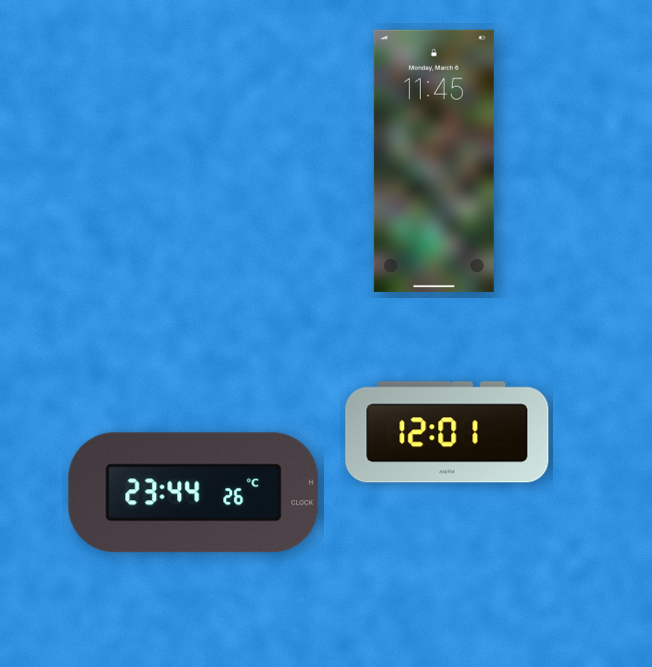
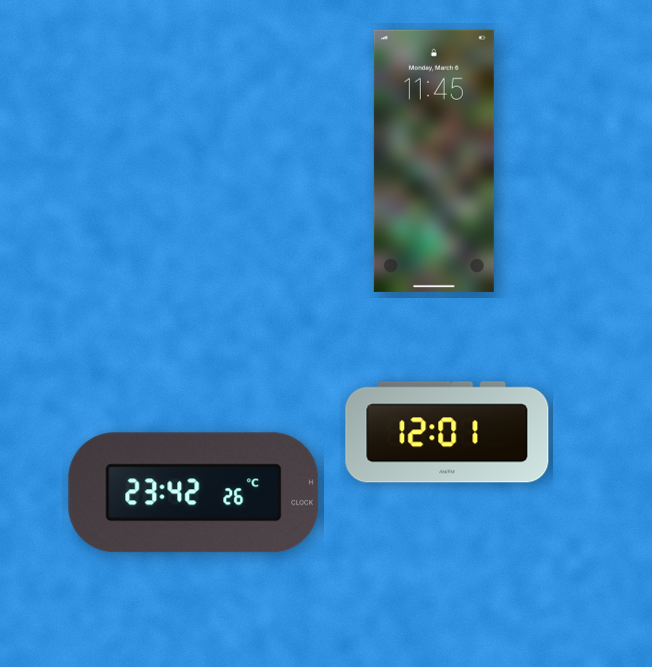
clock at (194, 493): 23:44 -> 23:42
